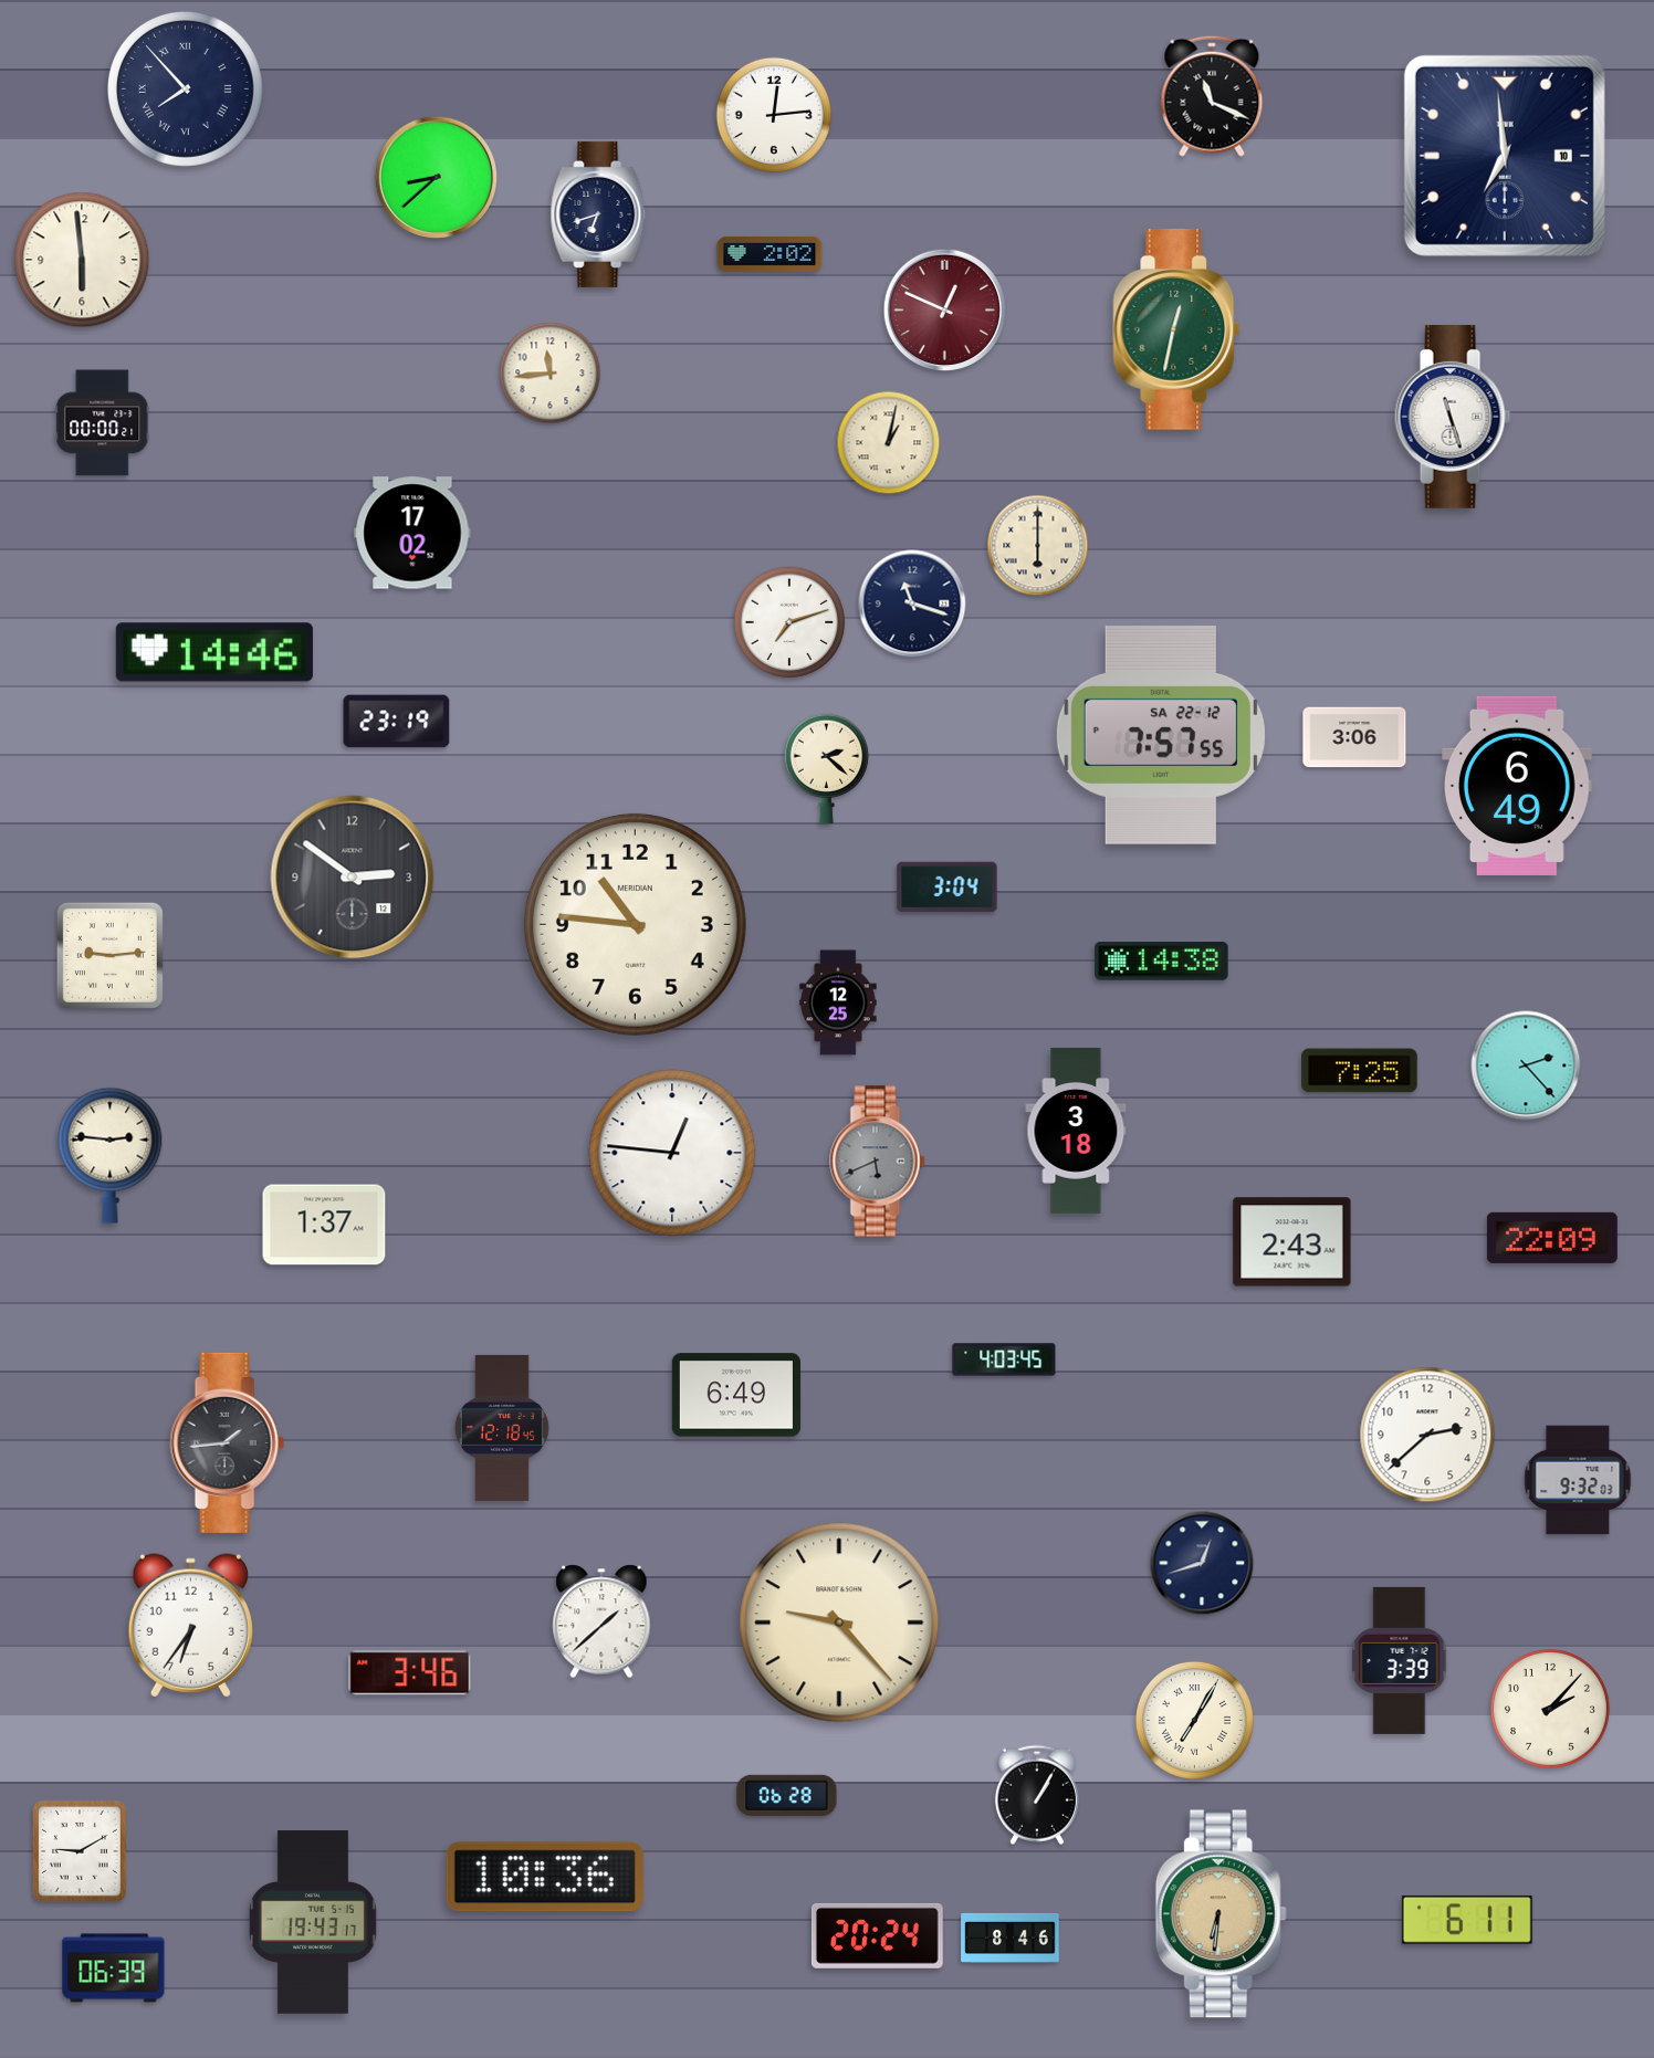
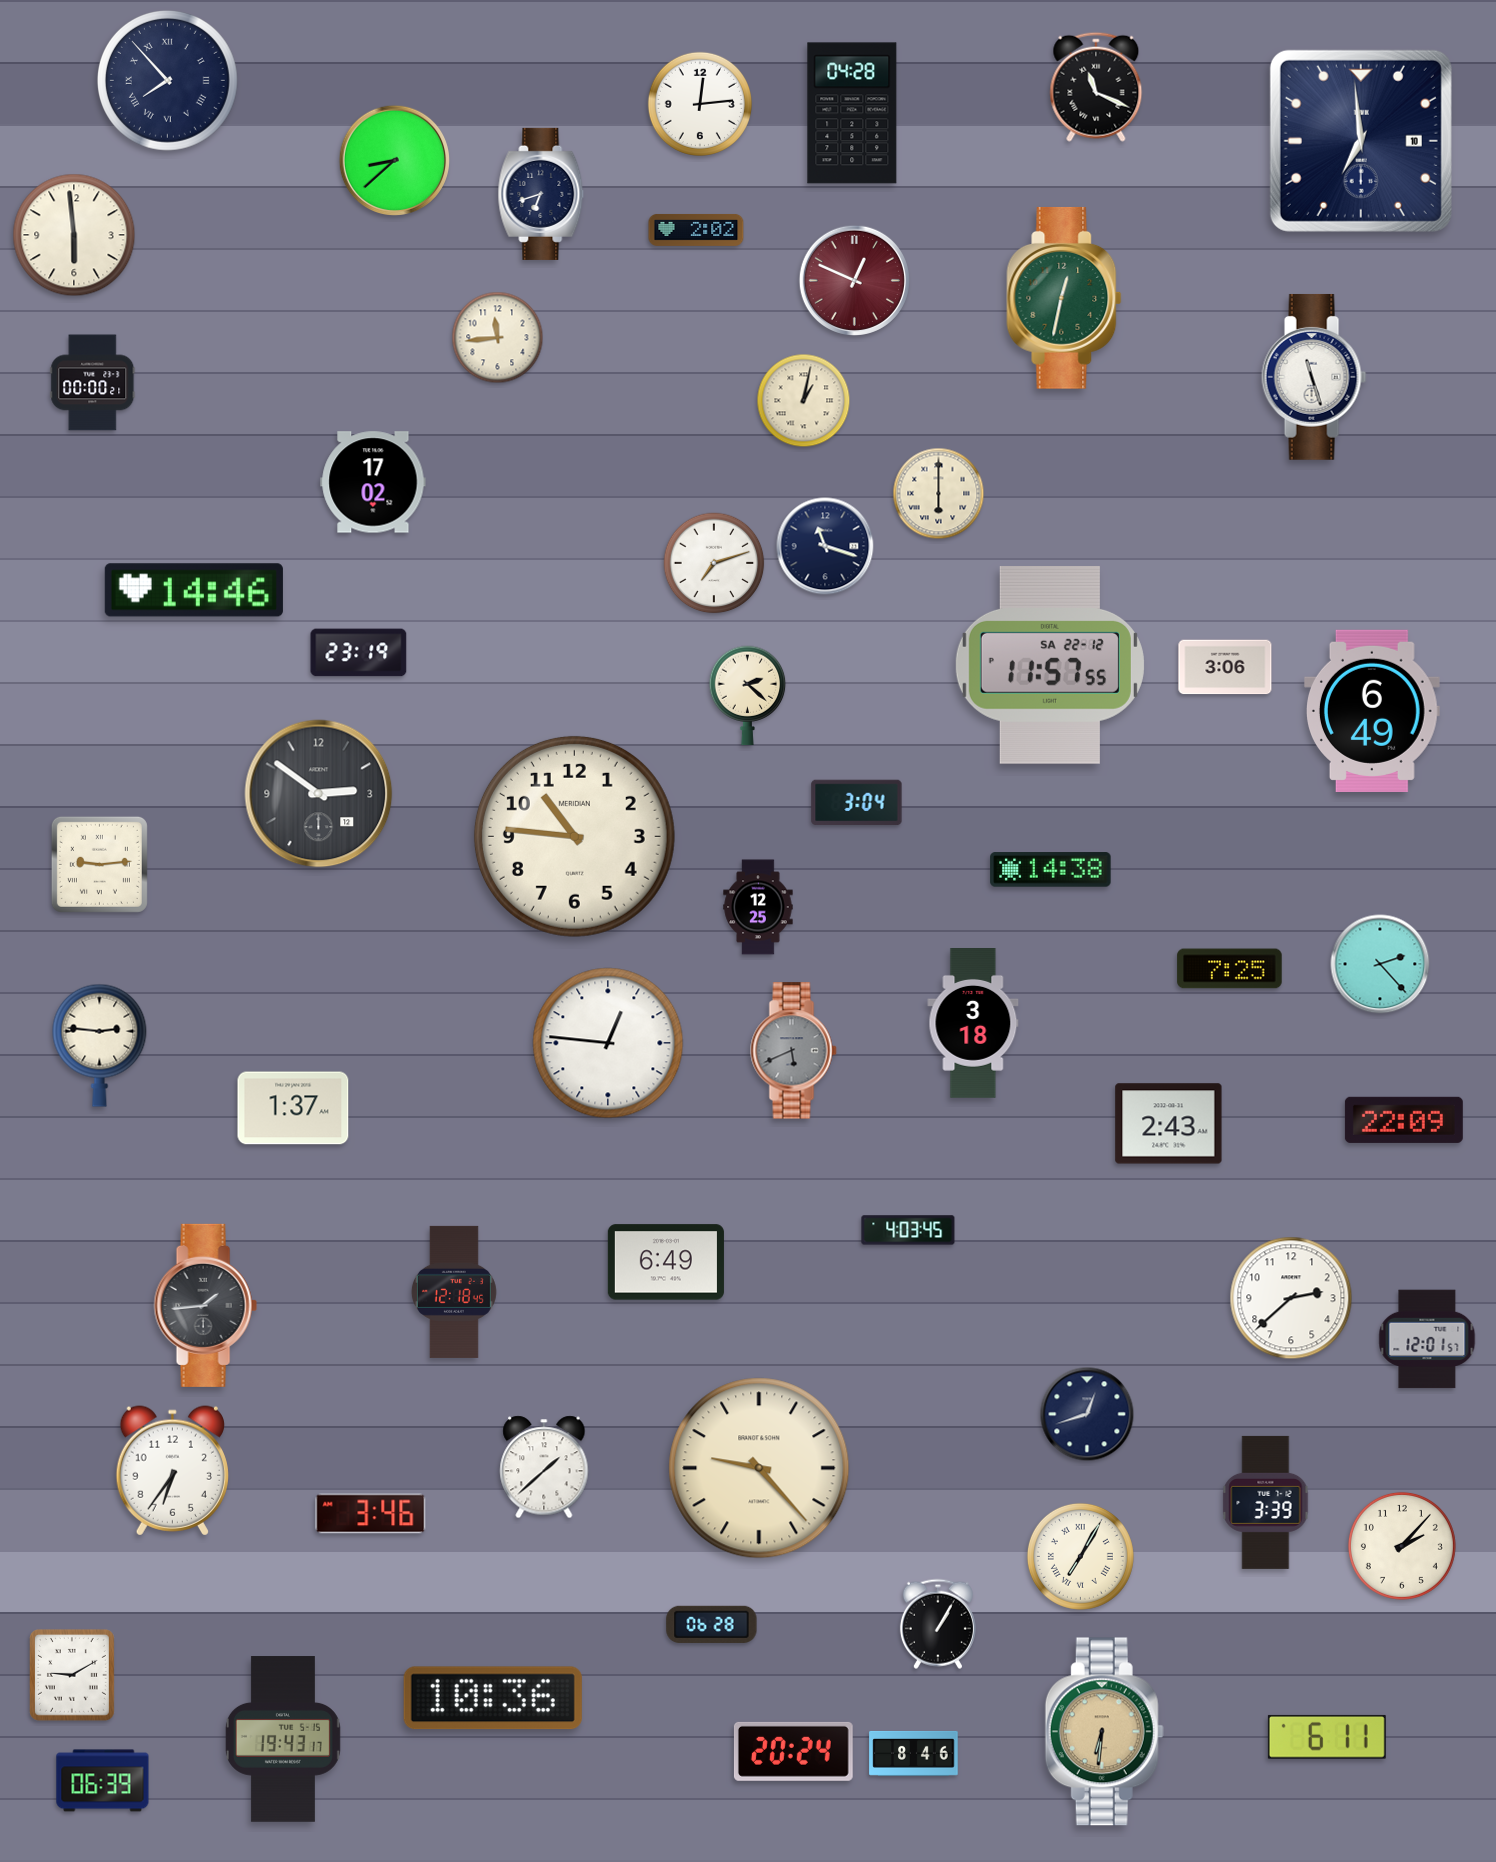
clock at (852, 113): none -> 04:28
clock at (1161, 735): 7:57 -> 11:57
clock at (1578, 1480): 9:32 -> 12:01
